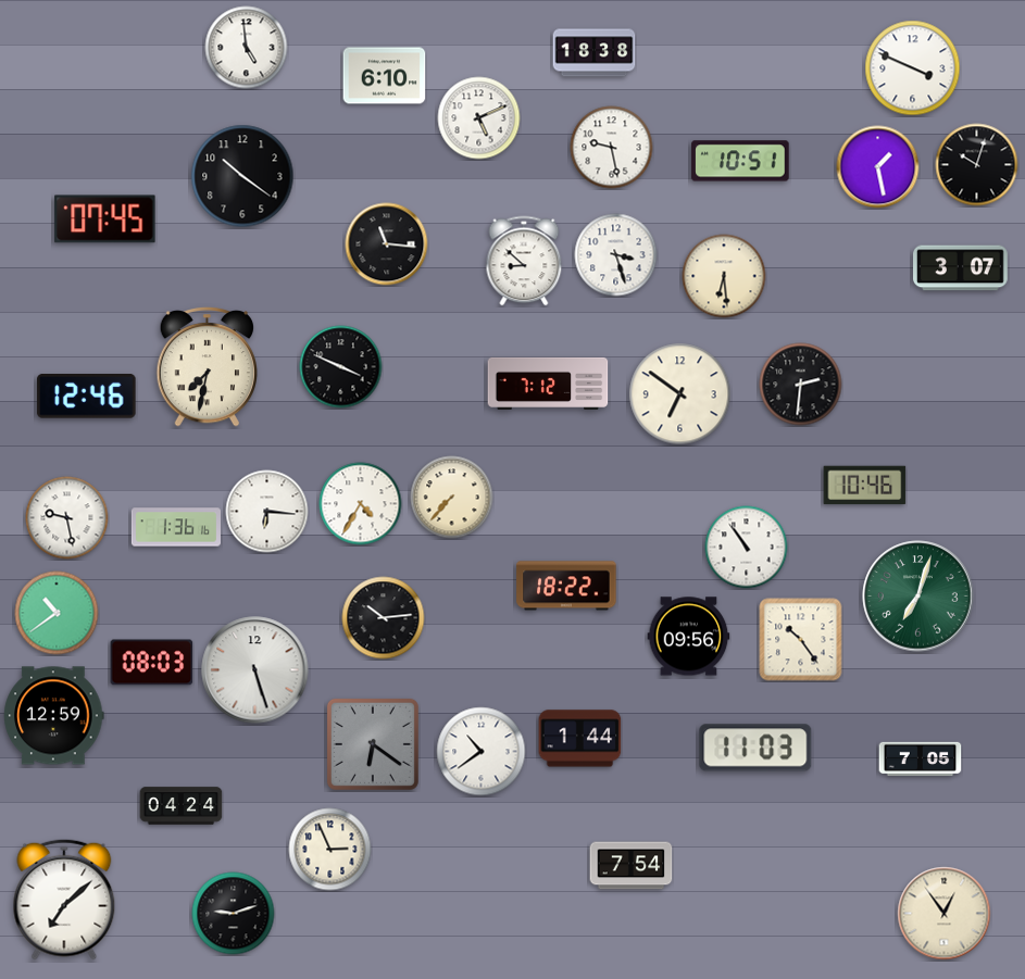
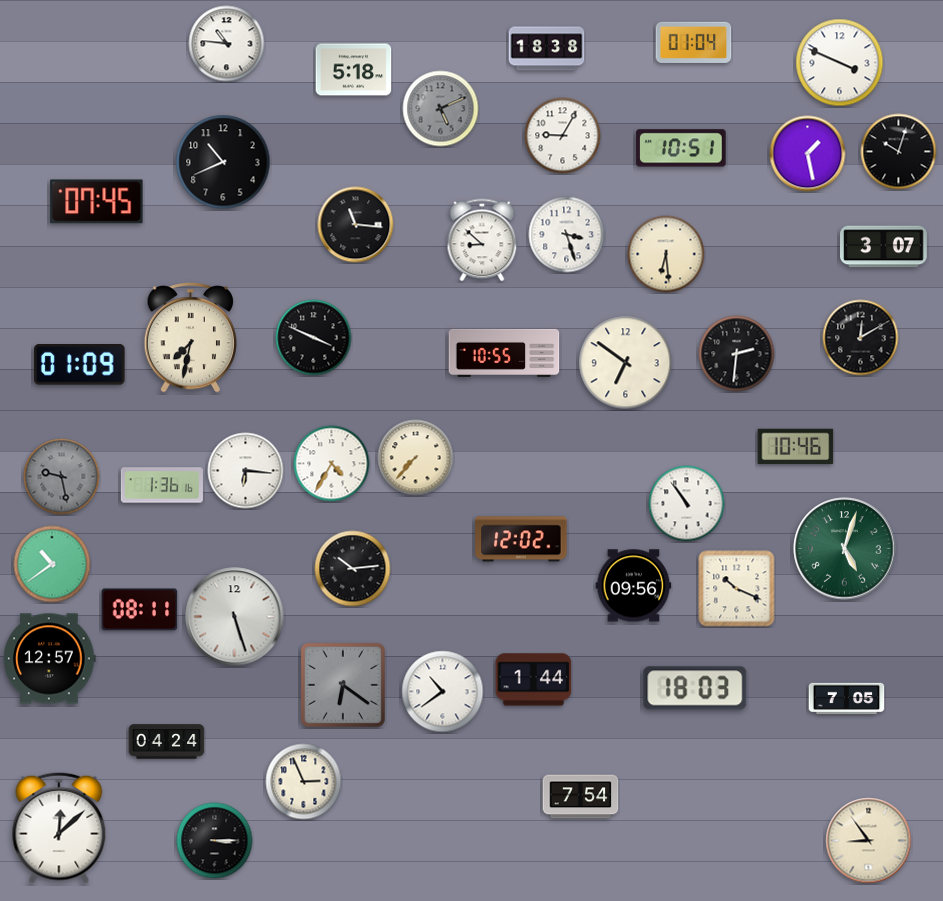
clock at (694, 42): none -> 01:04
clock at (247, 48): 4:59 -> 10:46
clock at (385, 76): 6:10 -> 5:18
clock at (479, 118) dial: white -> grey
clock at (612, 148): 9:28 -> 9:05
clock at (242, 176): 10:21 -> 10:41
clock at (861, 338): none -> 12:10
clock at (548, 384): 7:12 -> 10:55
clock at (87, 397): 12:46 -> 01:09
clock at (67, 518) dial: white -> grey
clock at (566, 586): 18:22 -> 12:02
clock at (918, 597): 7:03 -> 5:03
clock at (801, 640): 10:24 -> 10:19
clock at (152, 663): 08:03 -> 08:11
clock at (54, 716): 12:59 -> 12:57
clock at (755, 748): 11:03 -> 18:03
clock at (64, 900): 7:08 -> 12:08
clock at (234, 914): 9:12 -> 3:15
clock at (945, 914): 12:54 -> 8:54
